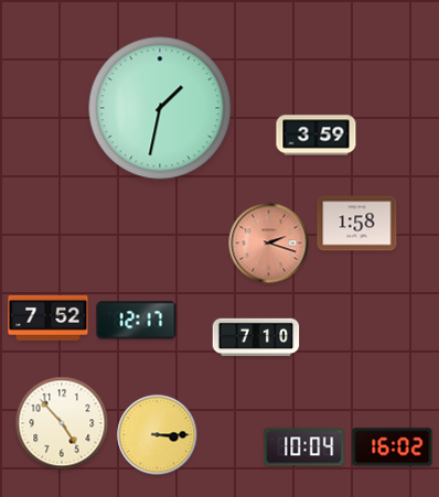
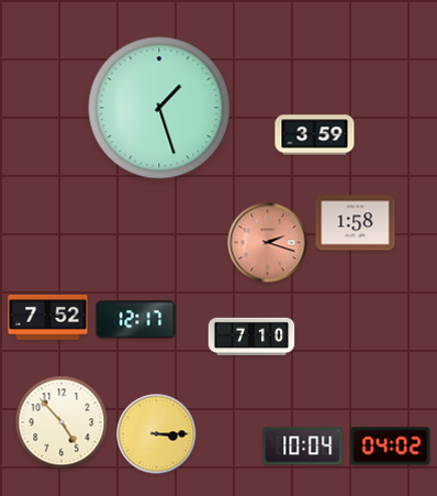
clock at (160, 108): 1:32 -> 1:27
clock at (256, 337) position: (256, 337) -> (251, 337)
clock at (393, 447): 16:02 -> 04:02
